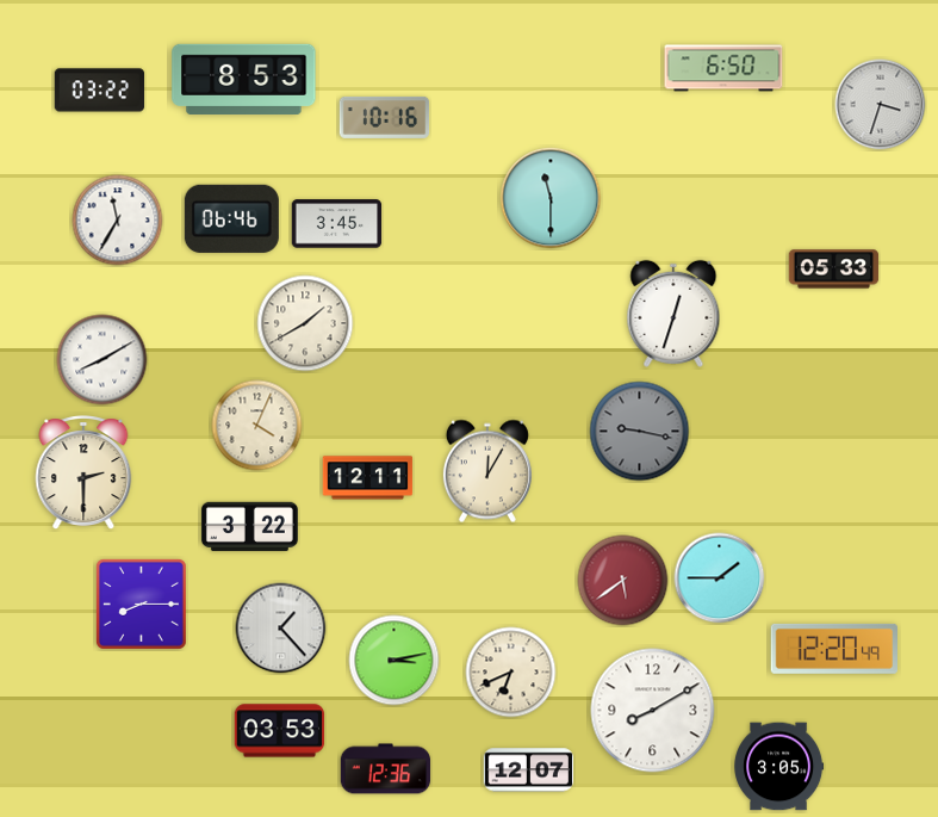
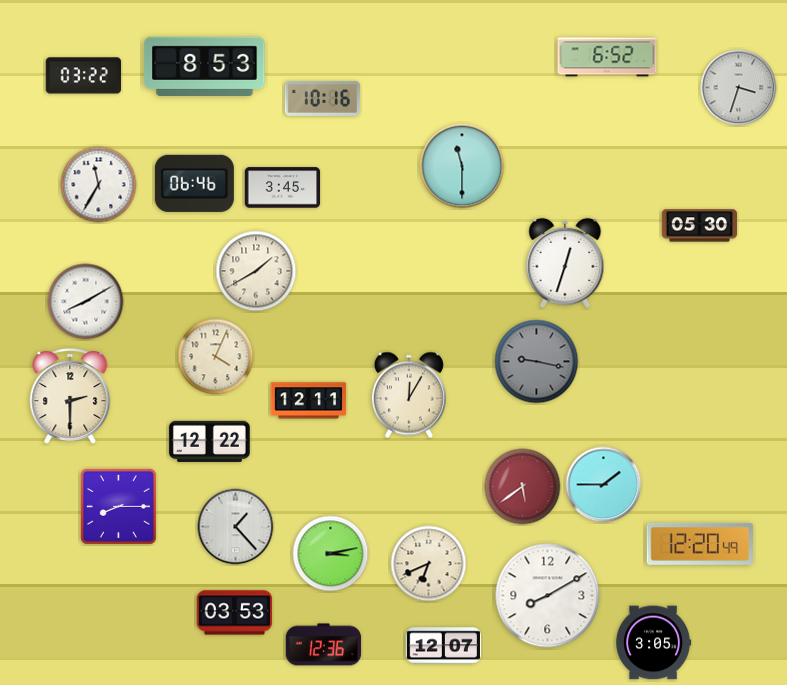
clock at (723, 68): 6:50 -> 6:52
clock at (834, 270): 05:33 -> 05:30
clock at (249, 526): 3:22 -> 12:22
